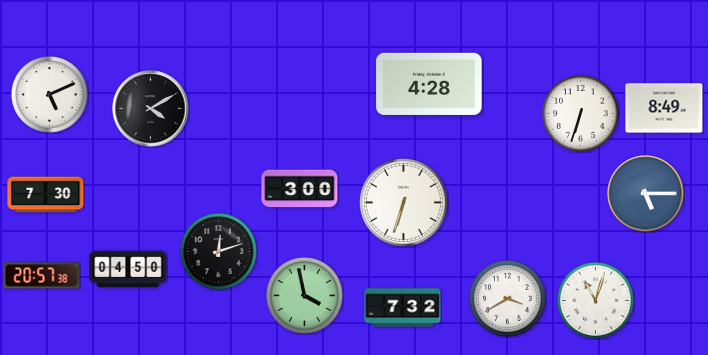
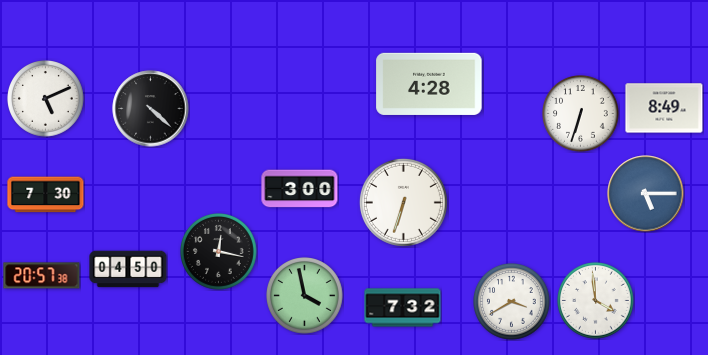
clock at (50, 95) position: (50, 95) -> (46, 99)
clock at (151, 109): 4:10 -> 4:22
clock at (219, 252): 12:12 -> 12:17
clock at (508, 299) position: (508, 299) -> (512, 302)
clock at (596, 301): 11:03 -> 3:59
